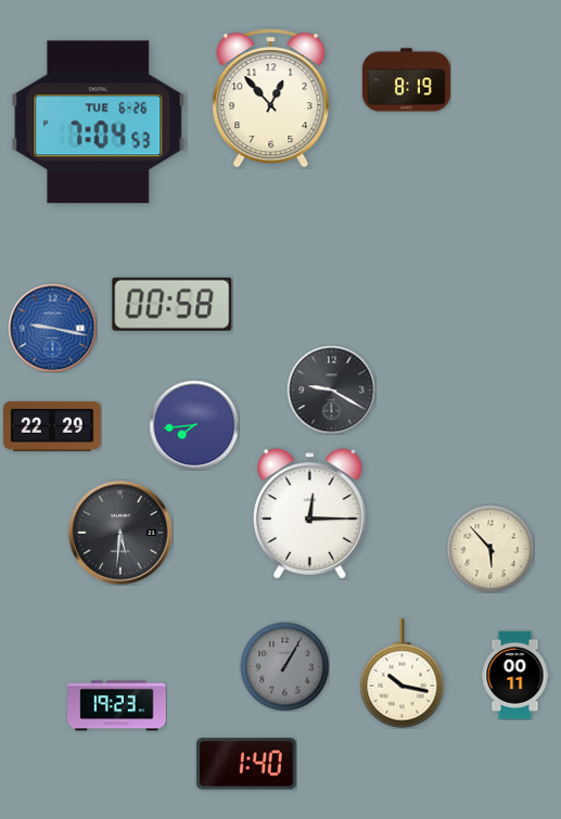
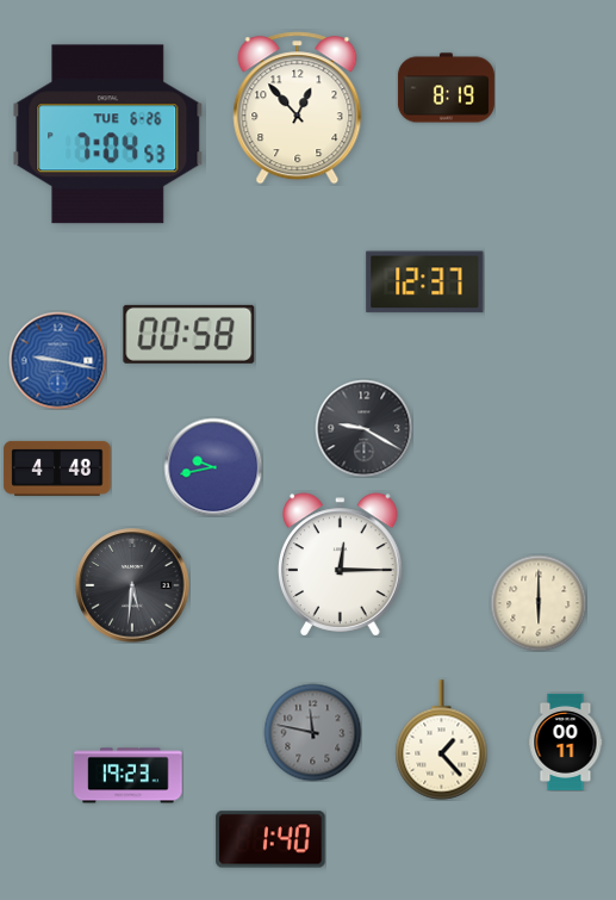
clock at (425, 283): none -> 12:37
clock at (194, 425): 7:44 -> 9:43
clock at (52, 426): 22:29 -> 4:48
clock at (490, 549): 5:53 -> 6:00
clock at (284, 666): 1:05 -> 11:47
clock at (403, 674): 10:17 -> 1:23
